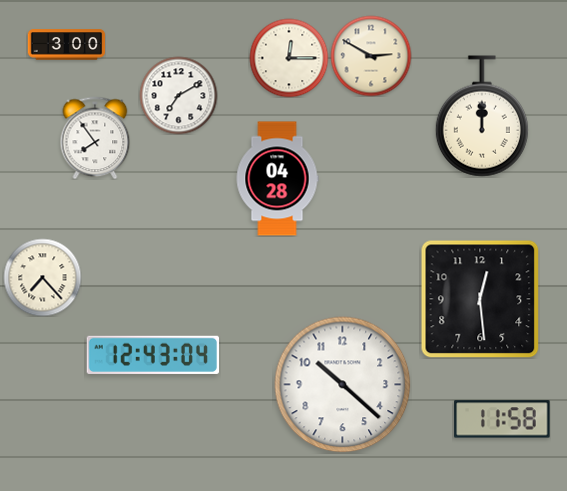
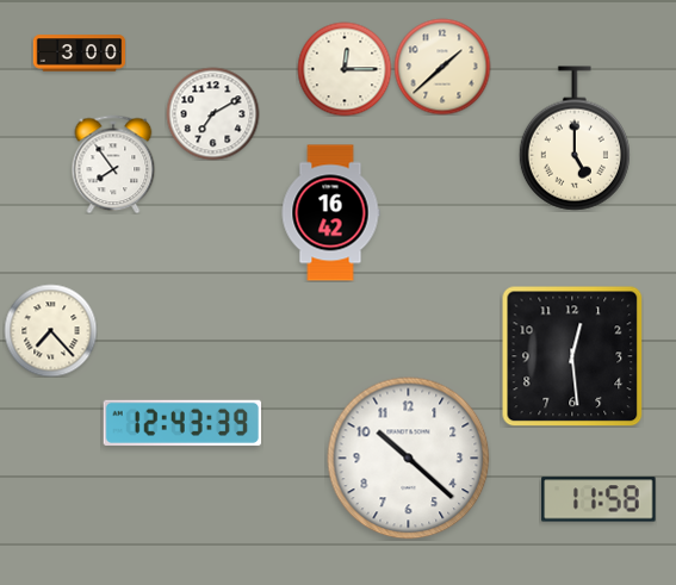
clock at (371, 56): 2:50 -> 1:38
clock at (482, 116): 12:00 -> 5:00
clock at (277, 179): 04:28 -> 16:42
clock at (152, 355): 12:43:04 -> 12:43:39
